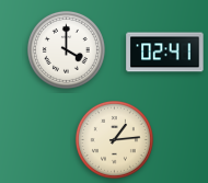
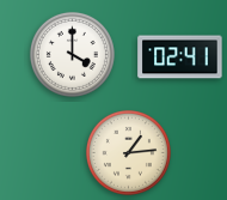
clock at (114, 139) position: (114, 139) -> (128, 152)
